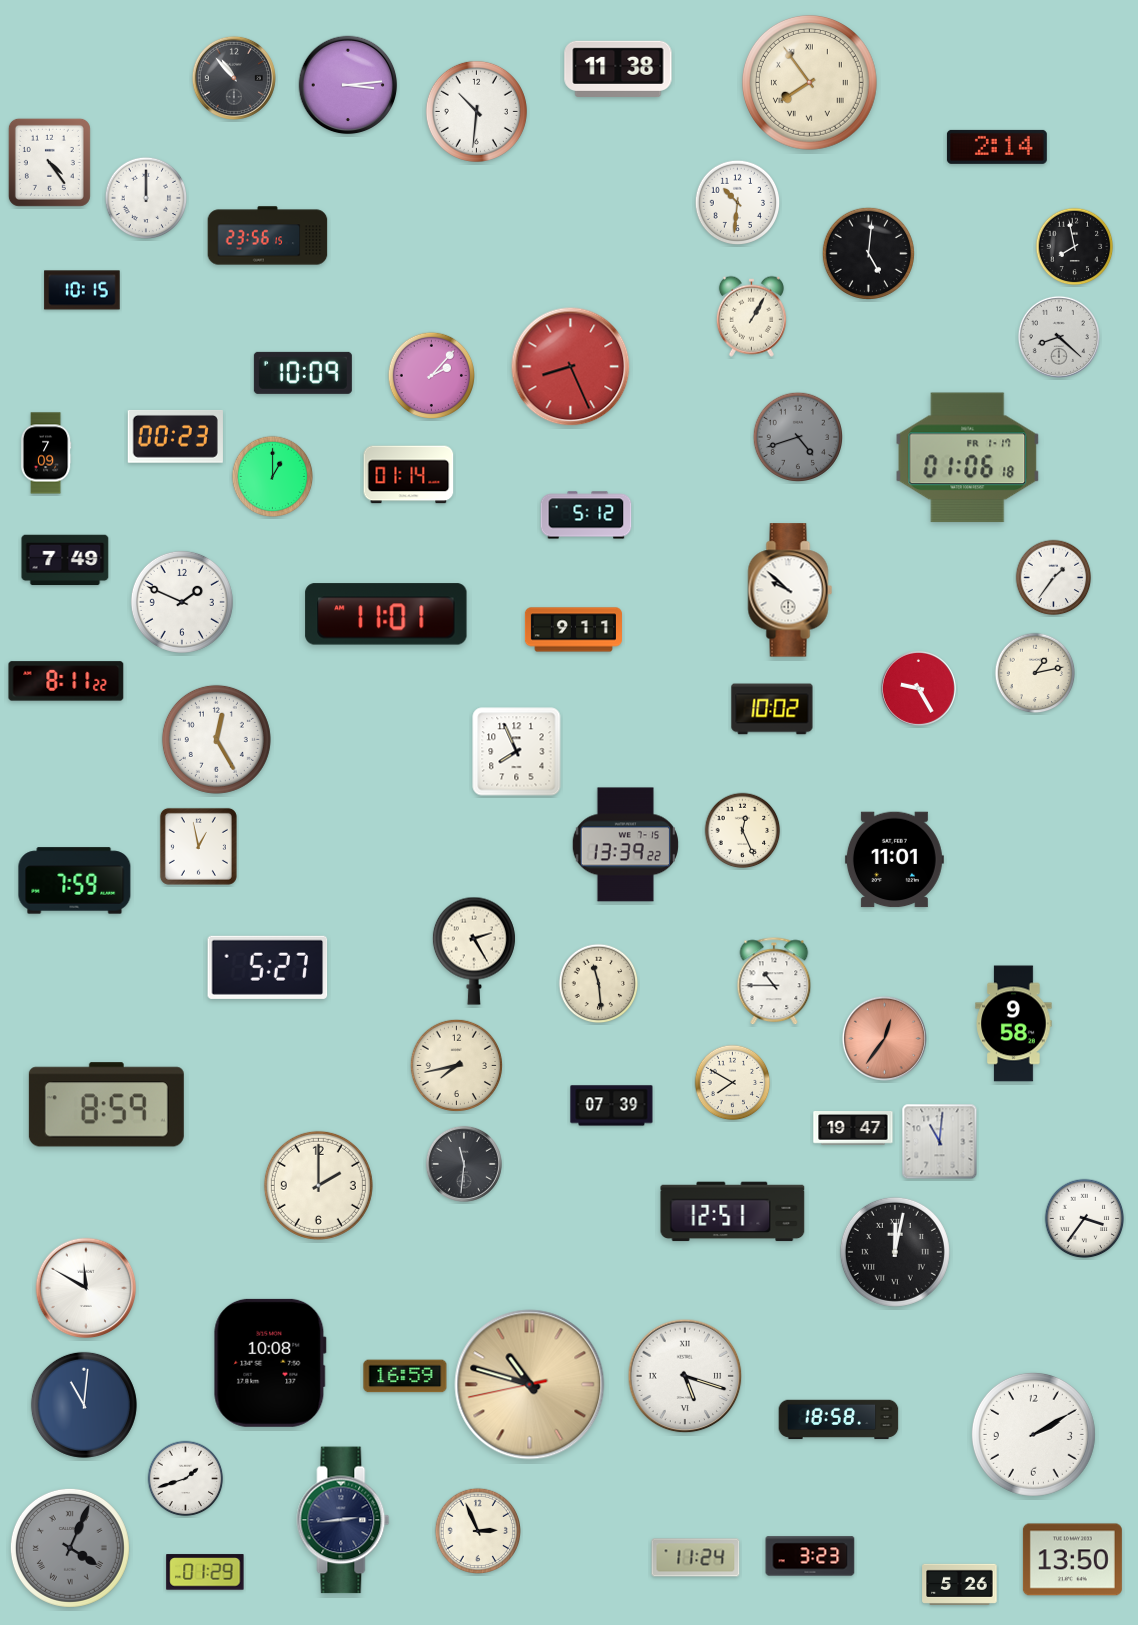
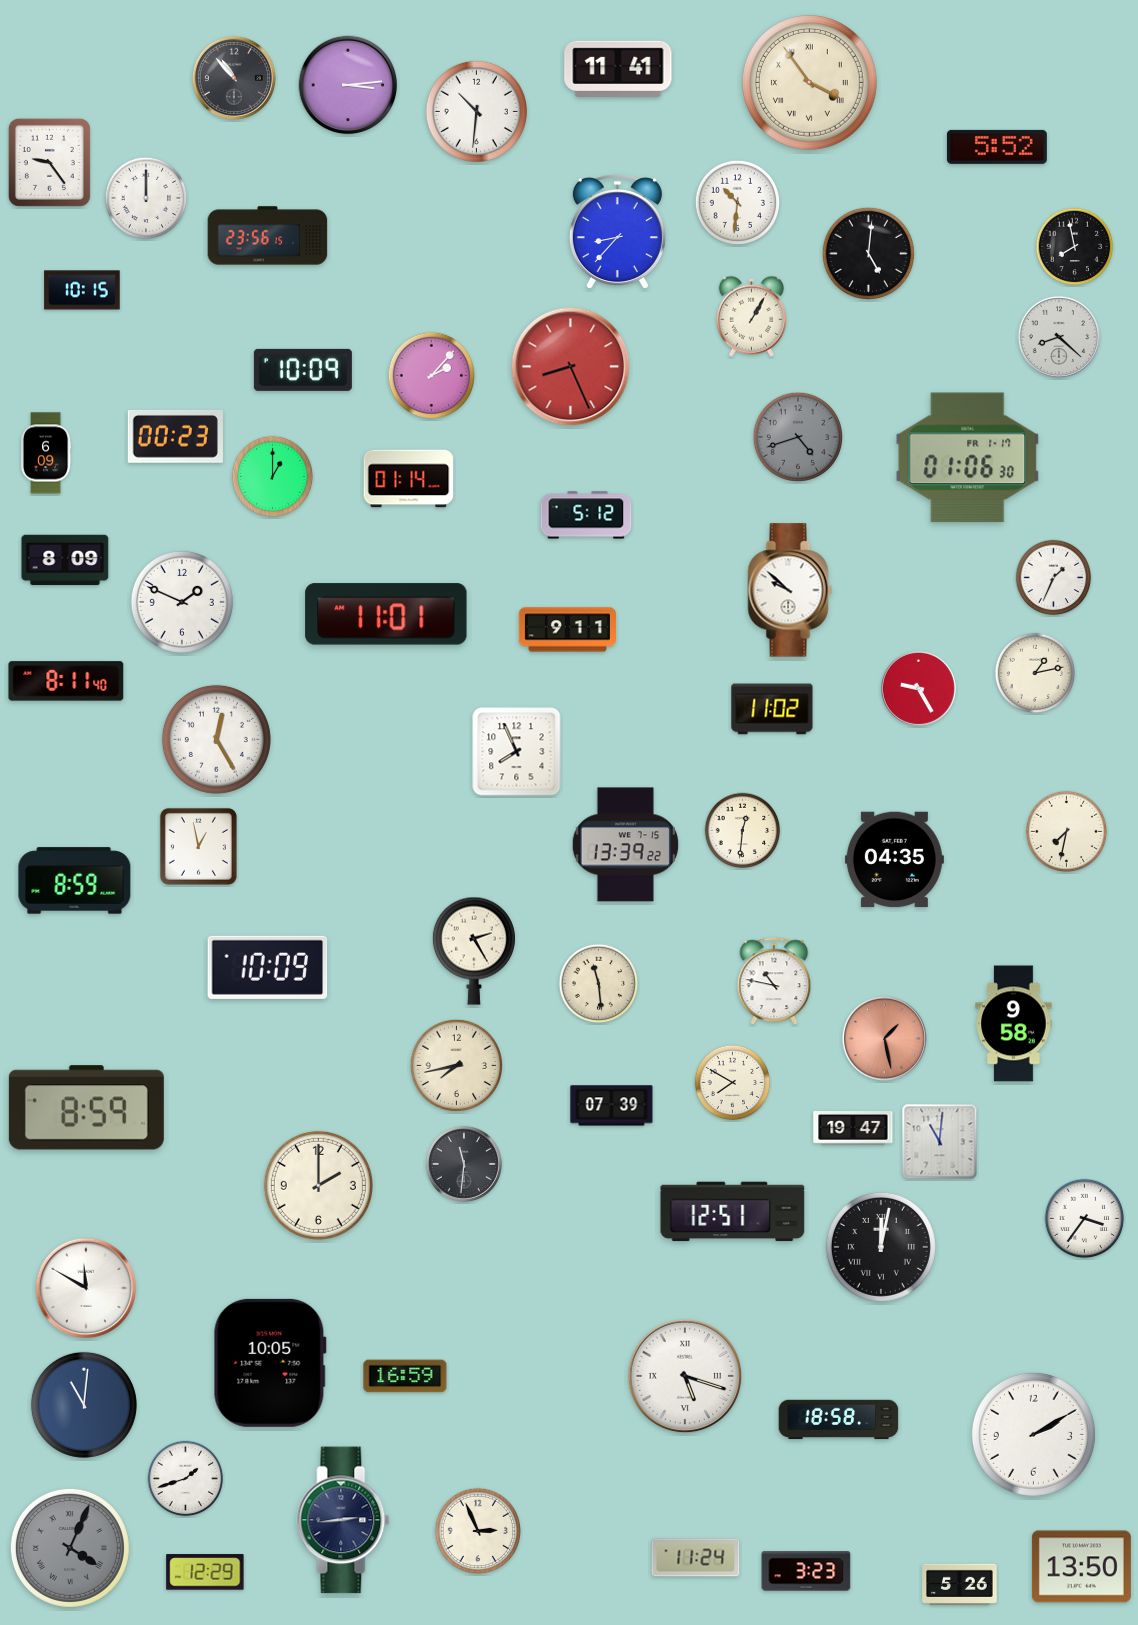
clock at (618, 68): 11:38 -> 11:41
clock at (809, 82): 7:54 -> 3:54
clock at (997, 147): 2:14 -> 5:52
clock at (49, 162): 4:24 -> 9:24
clock at (617, 232): none -> 8:37
clock at (303, 373) position: (303, 373) -> (303, 370)
clock at (46, 453): 7:09 -> 6:09
clock at (968, 458): 01:06:18 -> 01:06:30
clock at (409, 475) position: (409, 475) -> (409, 479)
clock at (65, 560): 7:49 -> 8:09
clock at (1054, 578): 1:36 -> 1:34
clock at (573, 630) position: (573, 630) -> (567, 630)
clock at (66, 681): 8:11:22 -> 8:11:40
clock at (772, 709): 10:02 -> 11:02
clock at (743, 831): 12:26 -> 12:31
clock at (1067, 832): none -> 7:32
clock at (894, 860): 11:01 -> 04:35
clock at (75, 881): 7:59 -> 8:59
clock at (268, 967): 5:27 -> 10:09
clock at (774, 982): 10:45 -> 10:47
clock at (884, 1038): 12:36 -> 1:28
clock at (106, 1105) position: (106, 1105) -> (86, 1108)
clock at (895, 1252) position: (895, 1252) -> (881, 1247)
clock at (270, 1363): 10:08 -> 10:05
clock at (530, 1385): 10:47 -> none
clock at (810, 1556) position: (810, 1556) -> (806, 1571)
clock at (1072, 1560) position: (1072, 1560) -> (1081, 1567)
clock at (205, 1572): 01:29 -> 12:29
